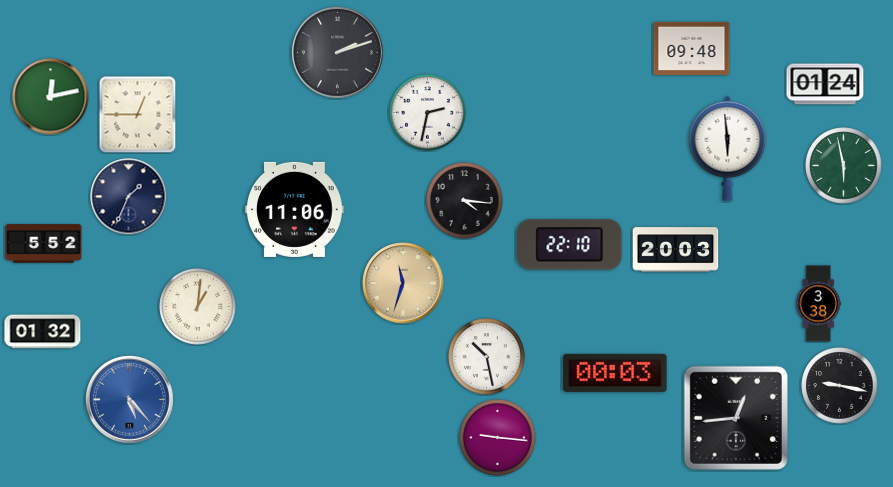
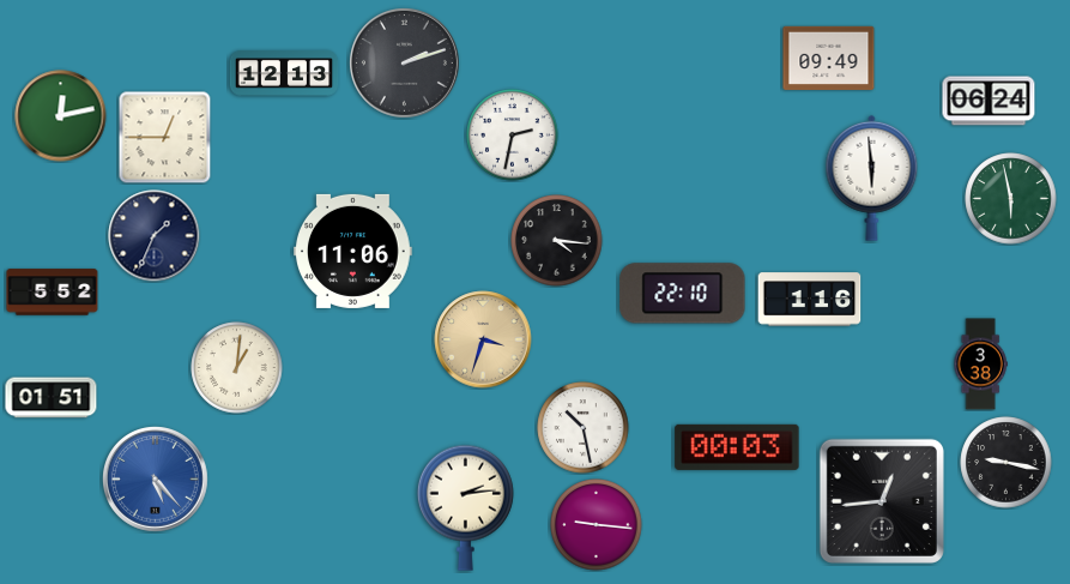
clock at (692, 48): 09:48 -> 09:49
clock at (284, 73): none -> 12:13
clock at (825, 84): 01:24 -> 06:24
clock at (676, 250): 20:03 -> 1:16
clock at (403, 283): 11:33 -> 3:33
clock at (43, 332): 01:32 -> 01:51
clock at (465, 507): none -> 2:14
